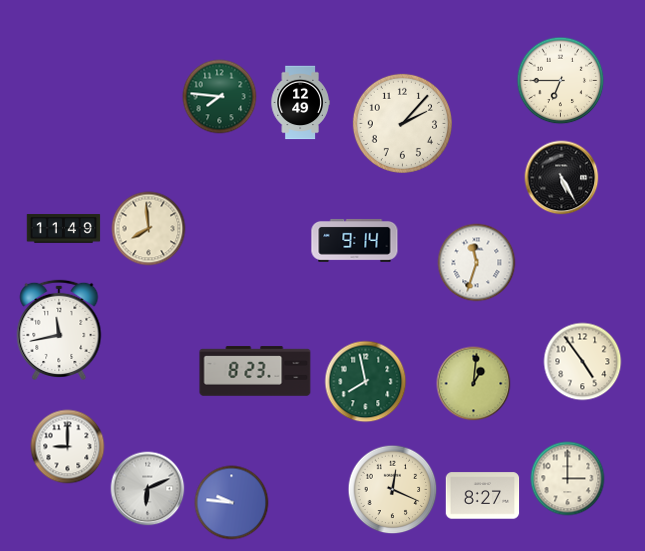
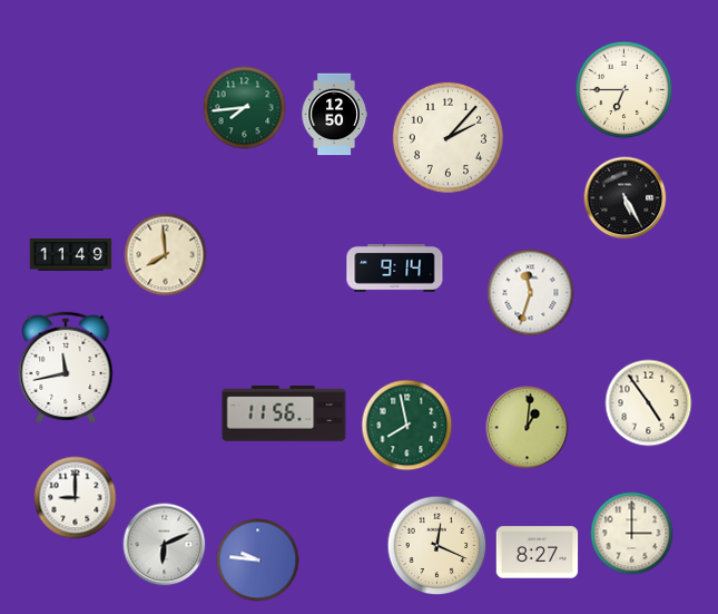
clock at (220, 97): 7:46 -> 7:44
clock at (300, 103): 12:49 -> 12:50
clock at (255, 371): 8:23 -> 11:56
